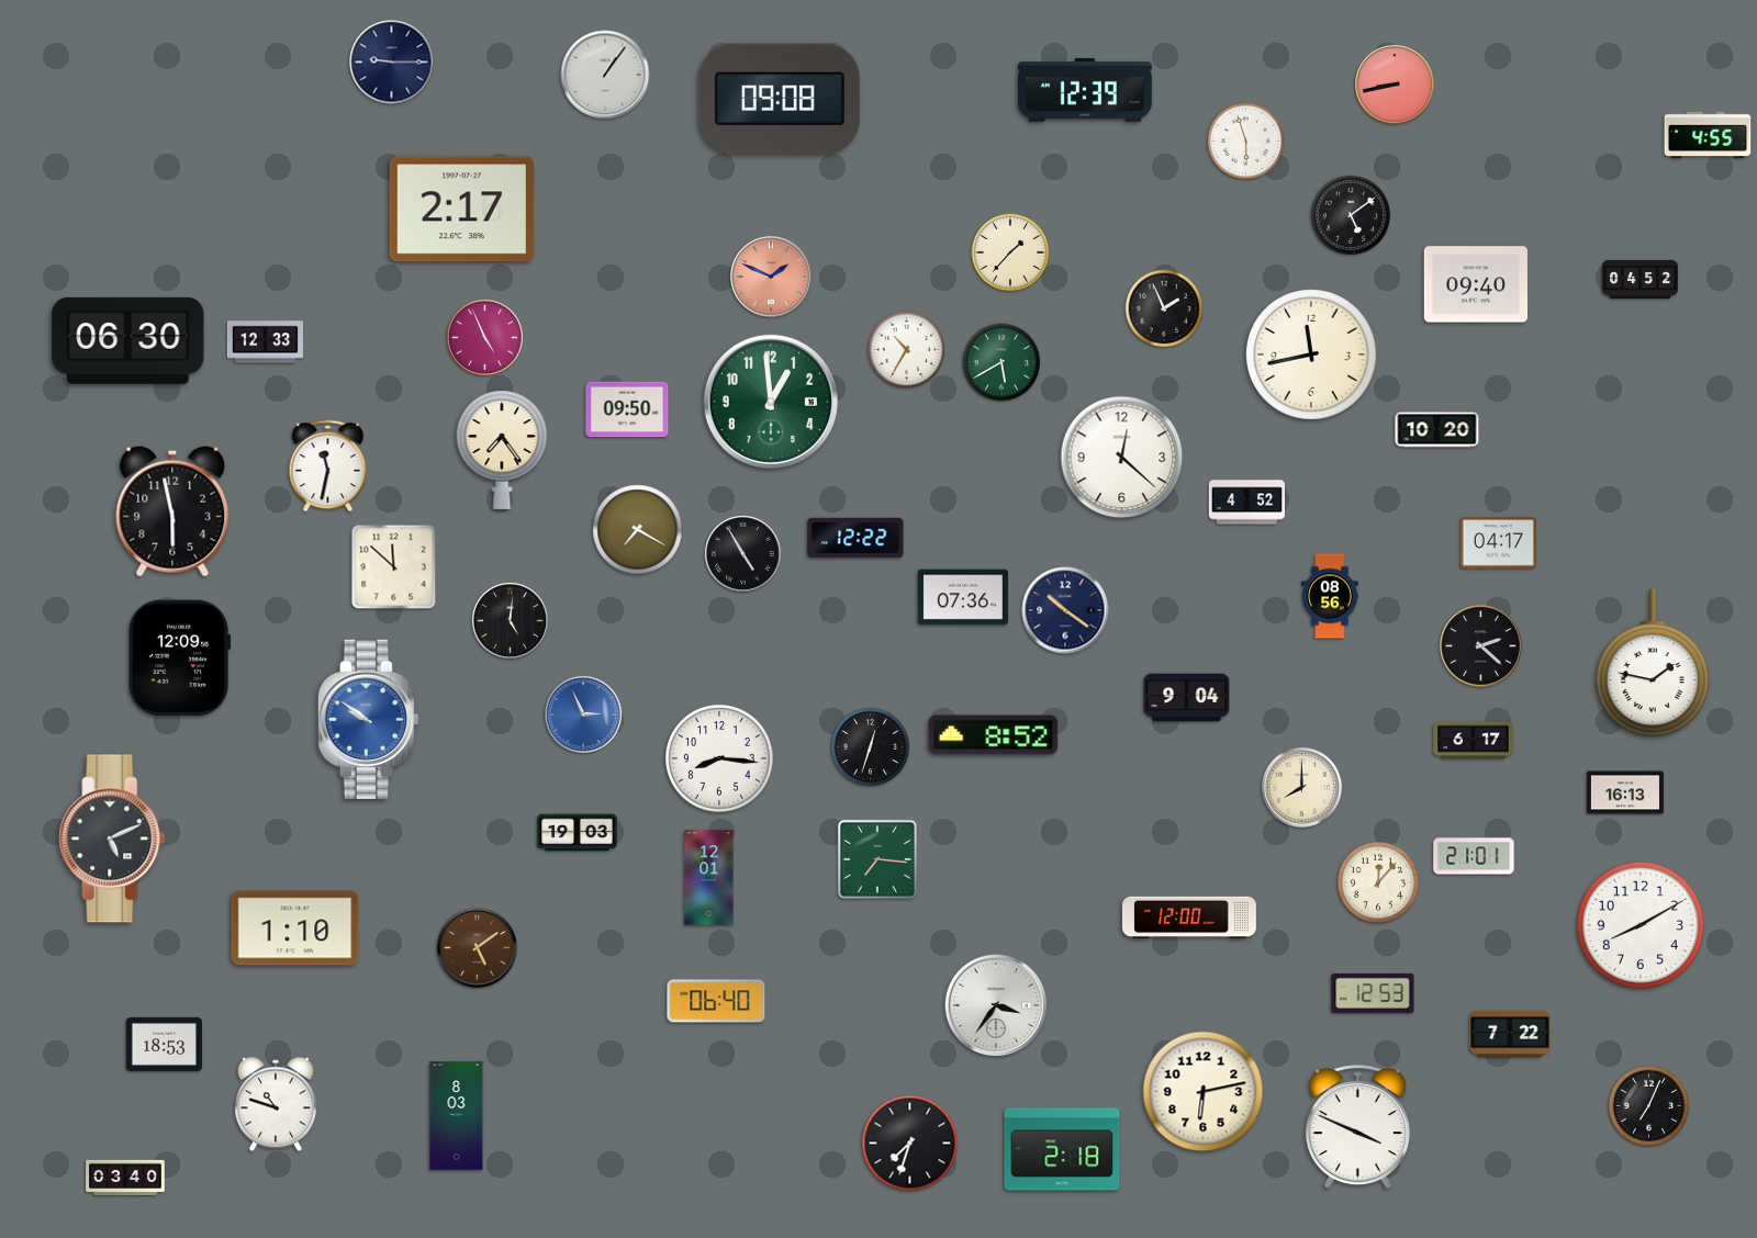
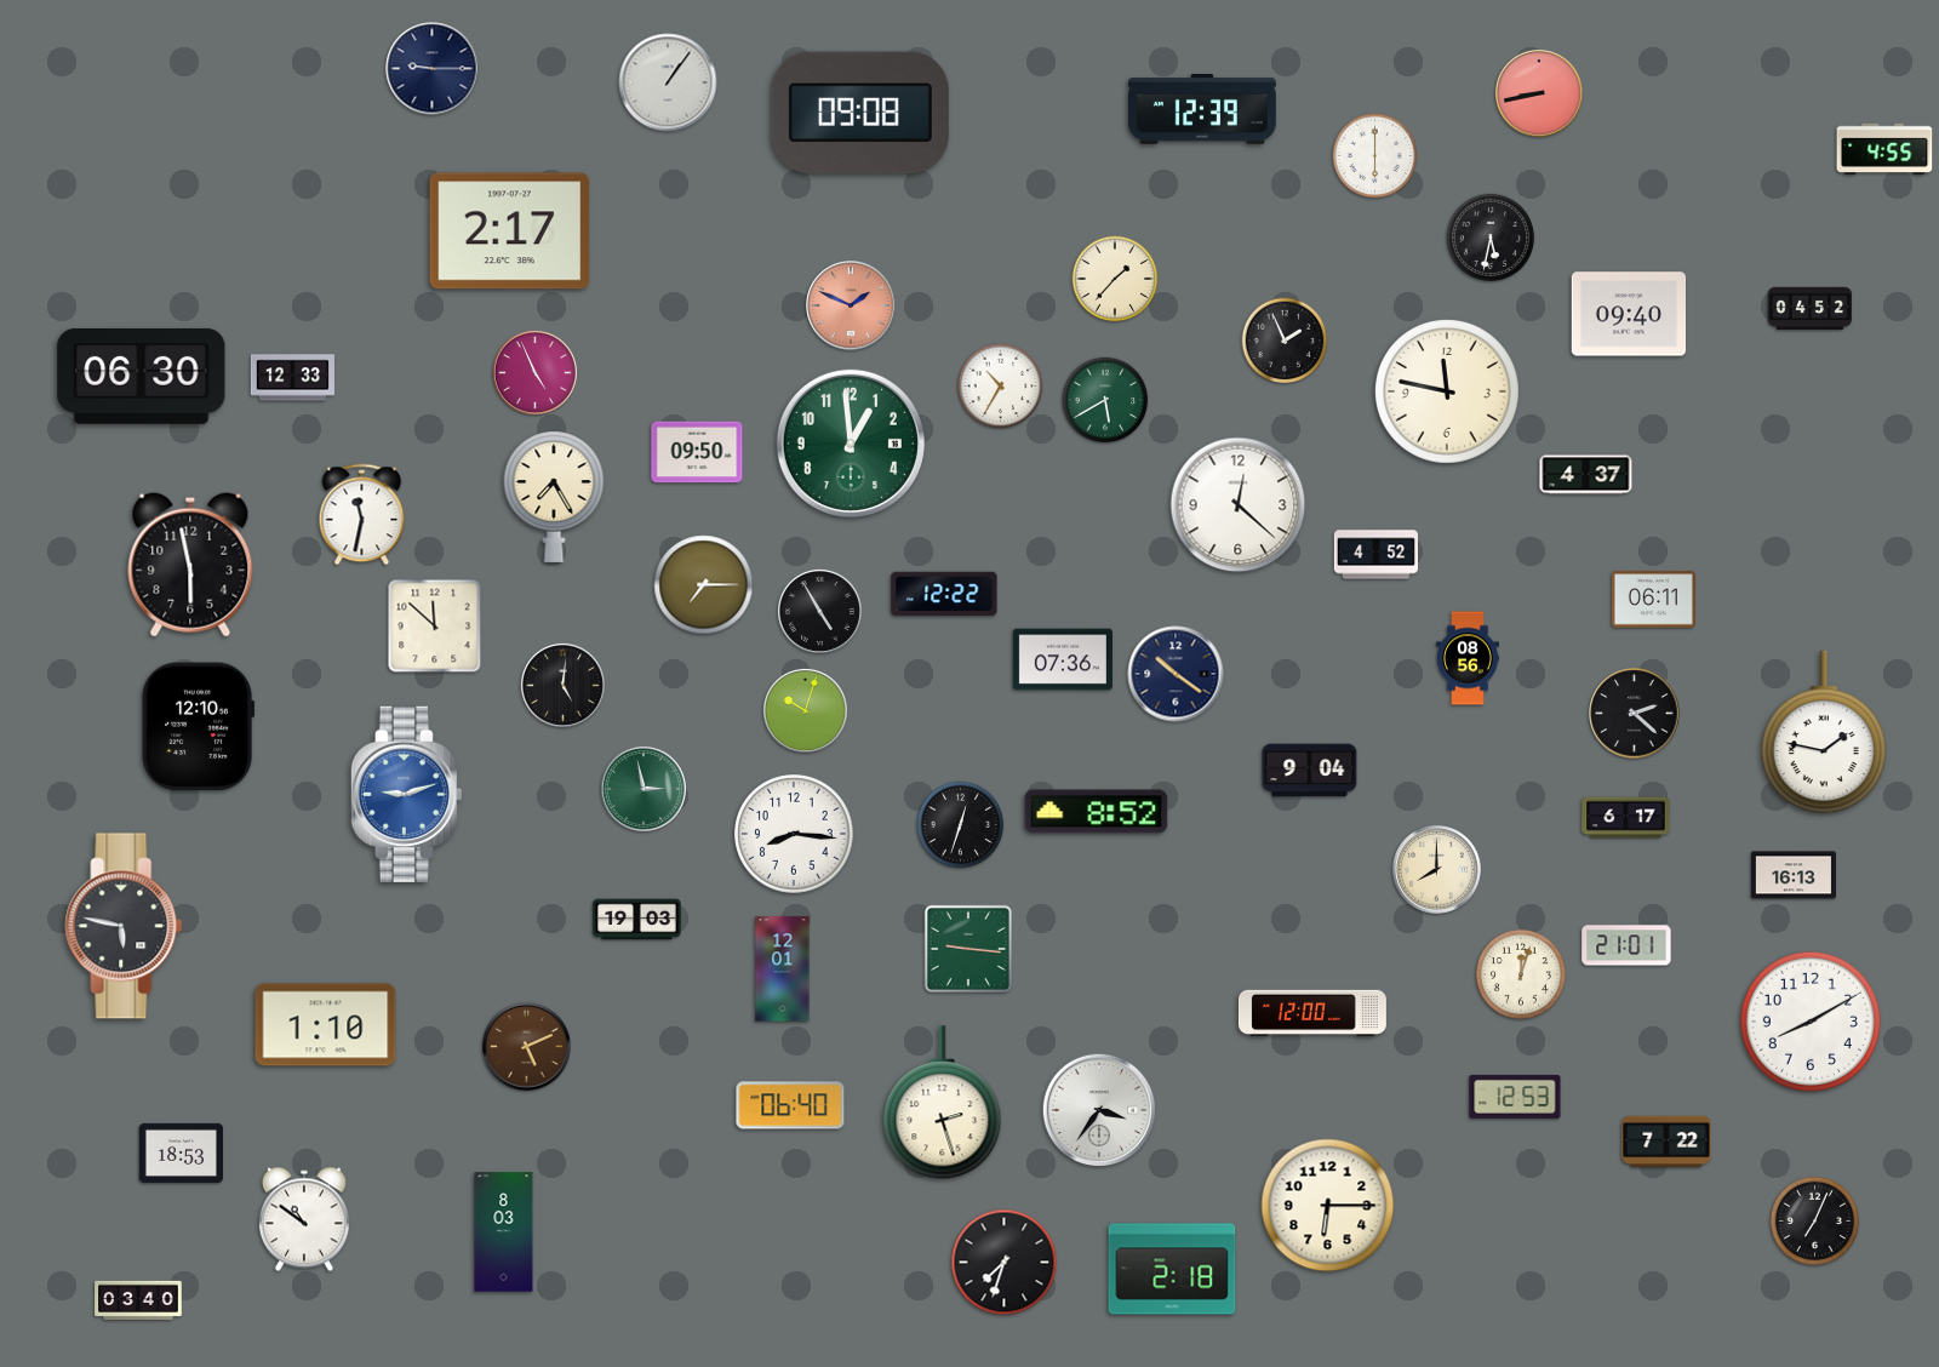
clock at (1085, 91) position: (1085, 91) -> (1202, 110)
clock at (780, 99) position: (780, 99) -> (860, 113)
clock at (1246, 142): 5:57 -> 6:00
clock at (1351, 215): 5:09 -> 5:32
clock at (1312, 356): 11:43 -> 11:47
clock at (627, 409) position: (627, 409) -> (697, 452)
clock at (1437, 430): 10:20 -> 4:37
clock at (502, 450): 7:24 -> 7:25
clock at (638, 530): 7:20 -> 7:15
clock at (1498, 543): 04:17 -> 06:11
clock at (805, 710): none -> 10:03
clock at (180, 659): 12:09 -> 12:10
clock at (583, 714): 2:56 -> 2:58
clock at (583, 714) dial: blue -> green
clock at (368, 719): 9:51 -> 9:12
clock at (719, 758) position: (719, 758) -> (794, 834)
clock at (112, 839): 5:11 -> 5:47
clock at (877, 859): 7:16 -> 9:16
clock at (1378, 882): 12:07 -> 12:03
clock at (478, 948): 5:09 -> 5:11
clock at (943, 1103): none -> 2:27
clock at (1204, 1092): 6:13 -> 6:15
clock at (276, 1104): 10:48 -> 10:51
clock at (1648, 1105) position: (1648, 1105) -> (1814, 1220)
clock at (1357, 1127): 3:49 -> none
